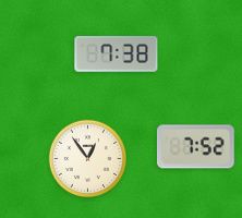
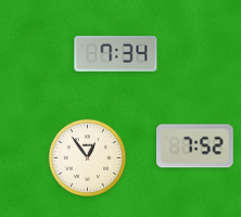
clock at (117, 55): 7:38 -> 7:34
